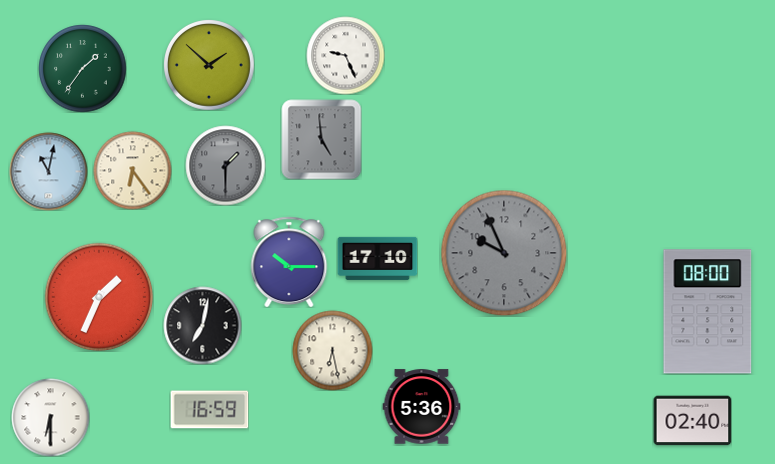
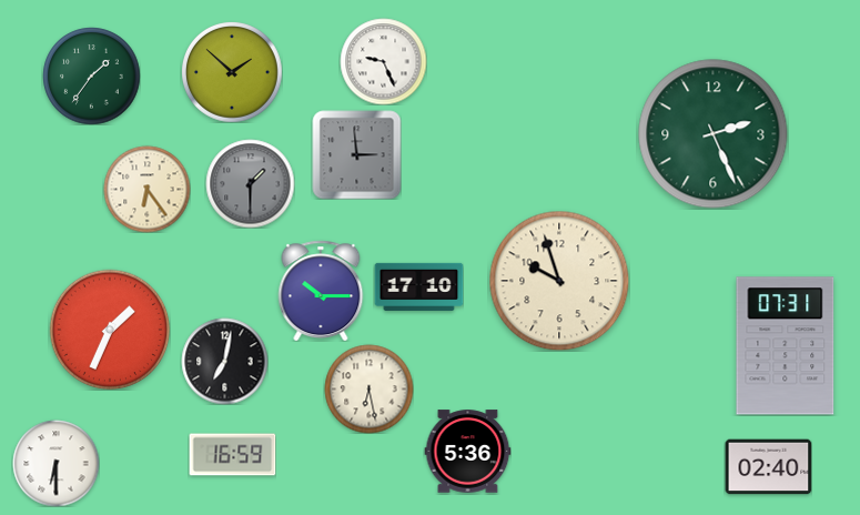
clock at (714, 134): none -> 2:26
clock at (321, 139): 4:59 -> 2:59
clock at (48, 171): 11:02 -> none
clock at (504, 253): 9:56 -> 9:57
clock at (504, 253) dial: grey -> cream
clock at (708, 312): 08:00 -> 07:31
